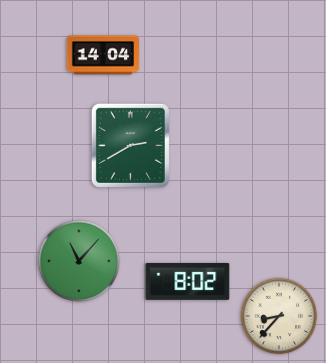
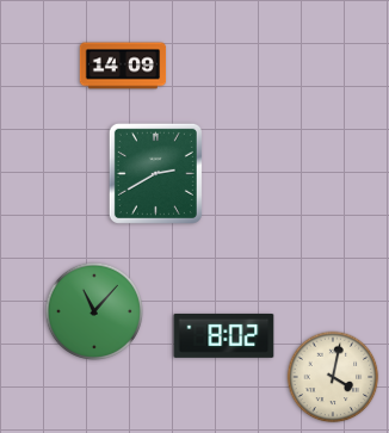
clock at (103, 55): 14:04 -> 14:09
clock at (279, 316): 8:37 -> 4:02
